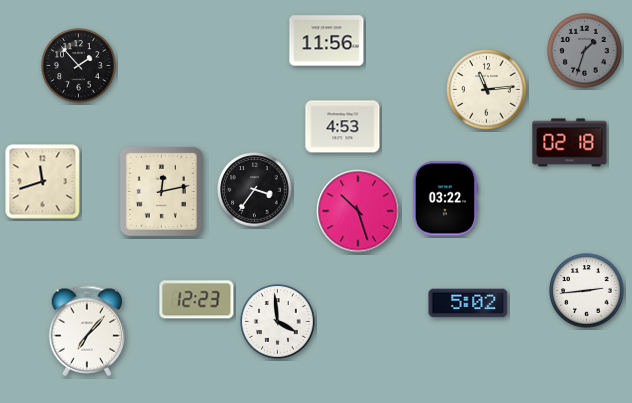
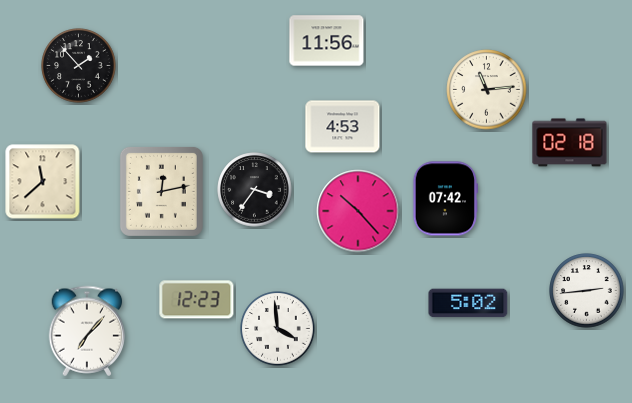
clock at (585, 51): 1:33 -> none
clock at (43, 182): 11:42 -> 11:38
clock at (444, 199): 03:22 -> 07:42
clock at (358, 211): 10:27 -> 10:23
clock at (278, 322) position: (278, 322) -> (278, 329)
